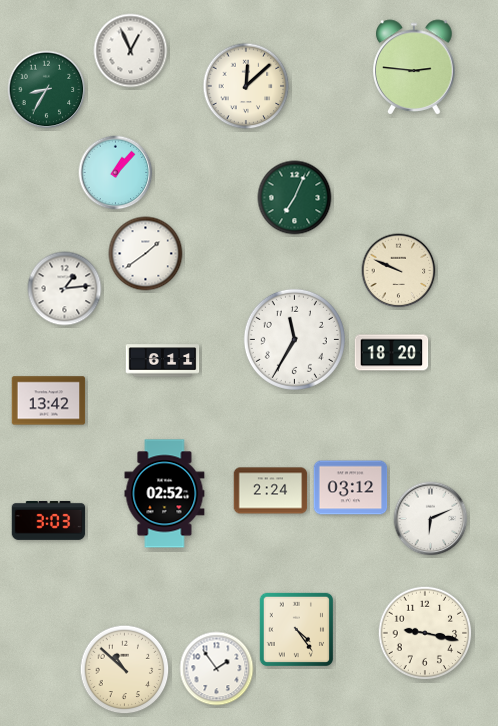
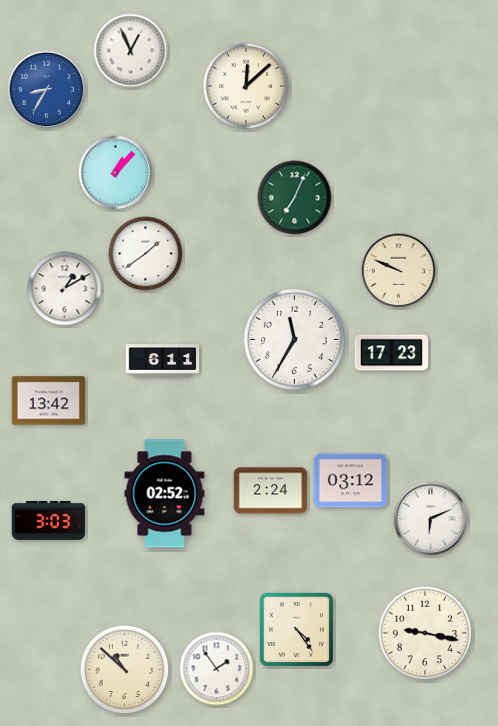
clock at (414, 67): 2:46 -> none
clock at (47, 90) dial: green -> blue
clock at (65, 289): 1:14 -> 1:10
clock at (392, 353): 18:20 -> 17:23
clock at (351, 488) position: (351, 488) -> (351, 481)
